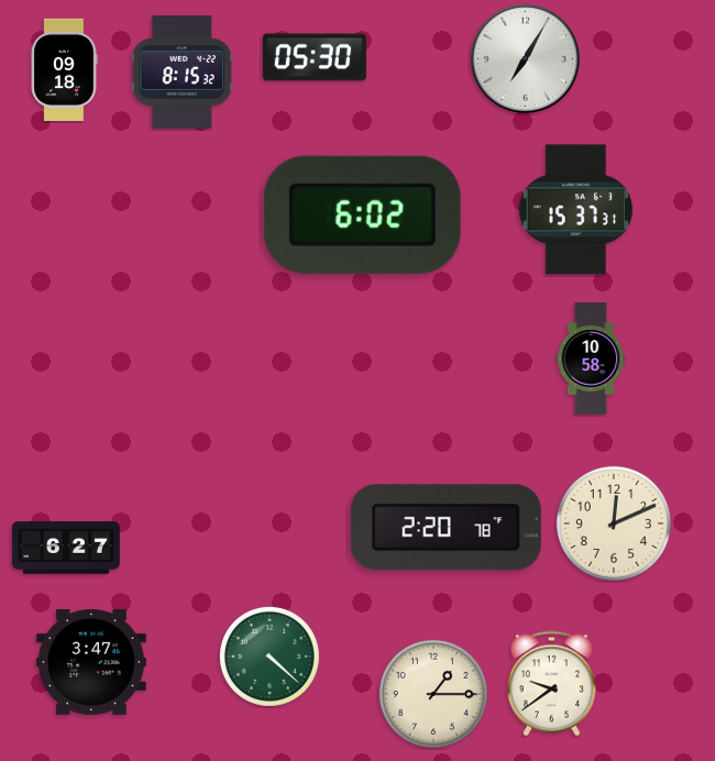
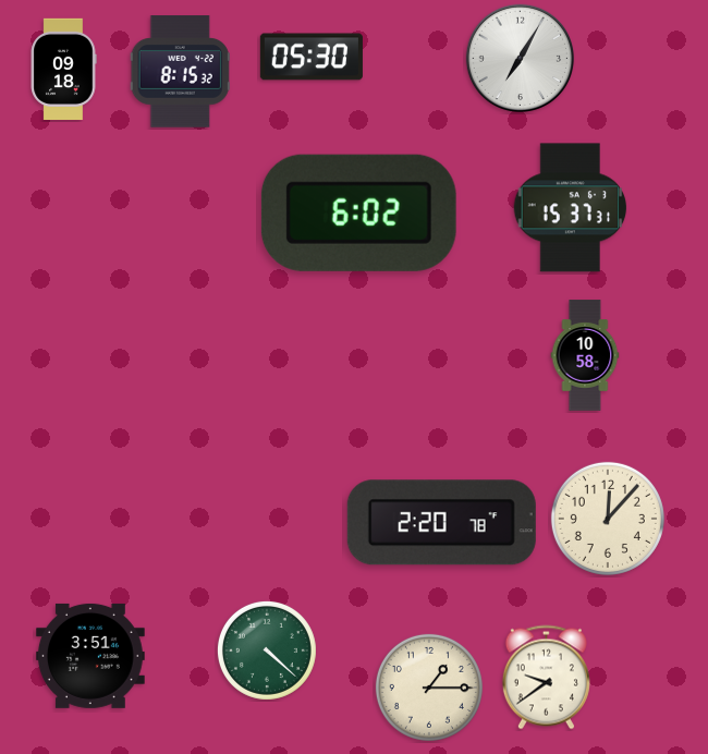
clock at (614, 523): 12:11 -> 12:07
clock at (66, 548): 6:27 -> none
clock at (91, 662): 3:47 -> 3:51
